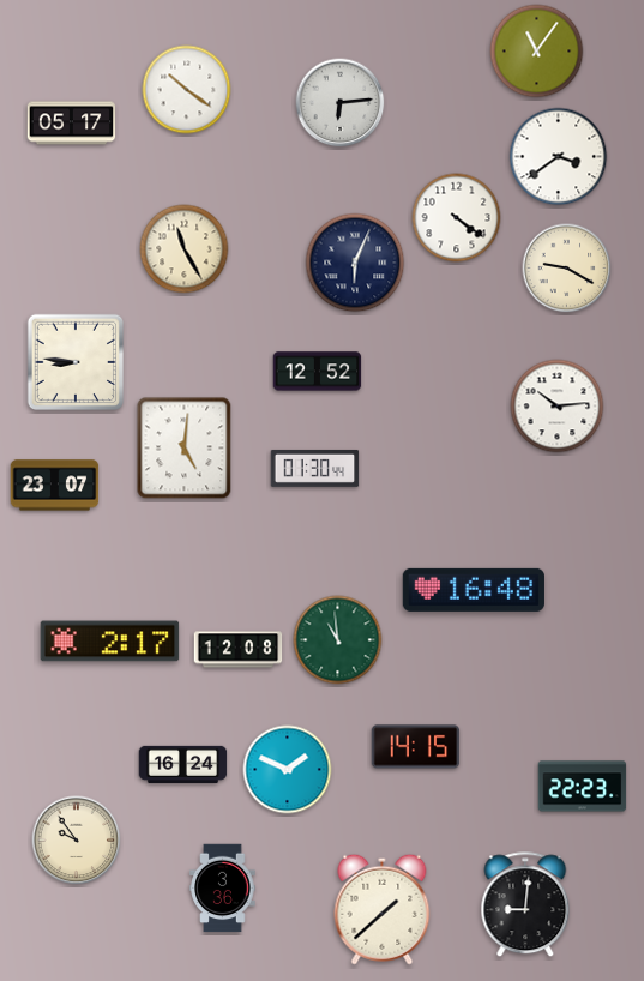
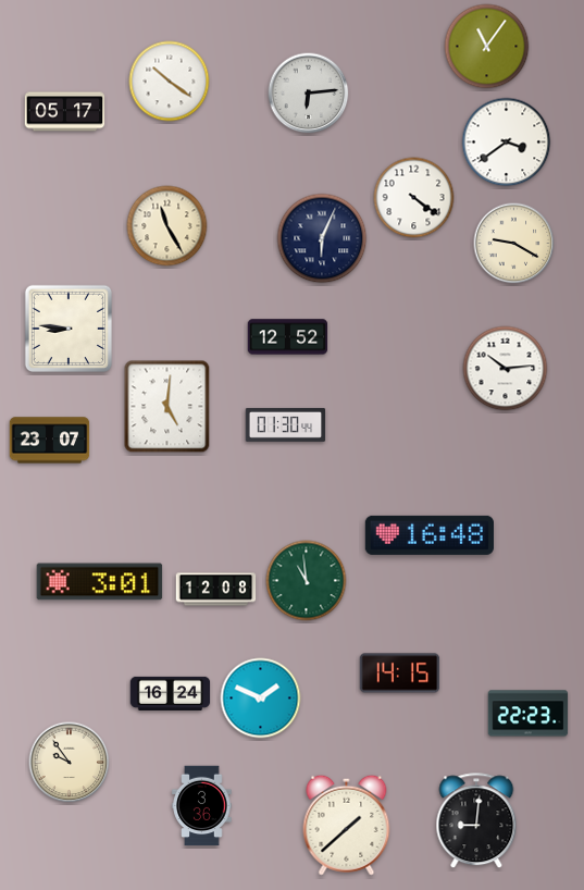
clock at (110, 642): 2:17 -> 3:01
clock at (416, 747) position: (416, 747) -> (400, 673)
clock at (183, 764) position: (183, 764) -> (171, 693)
